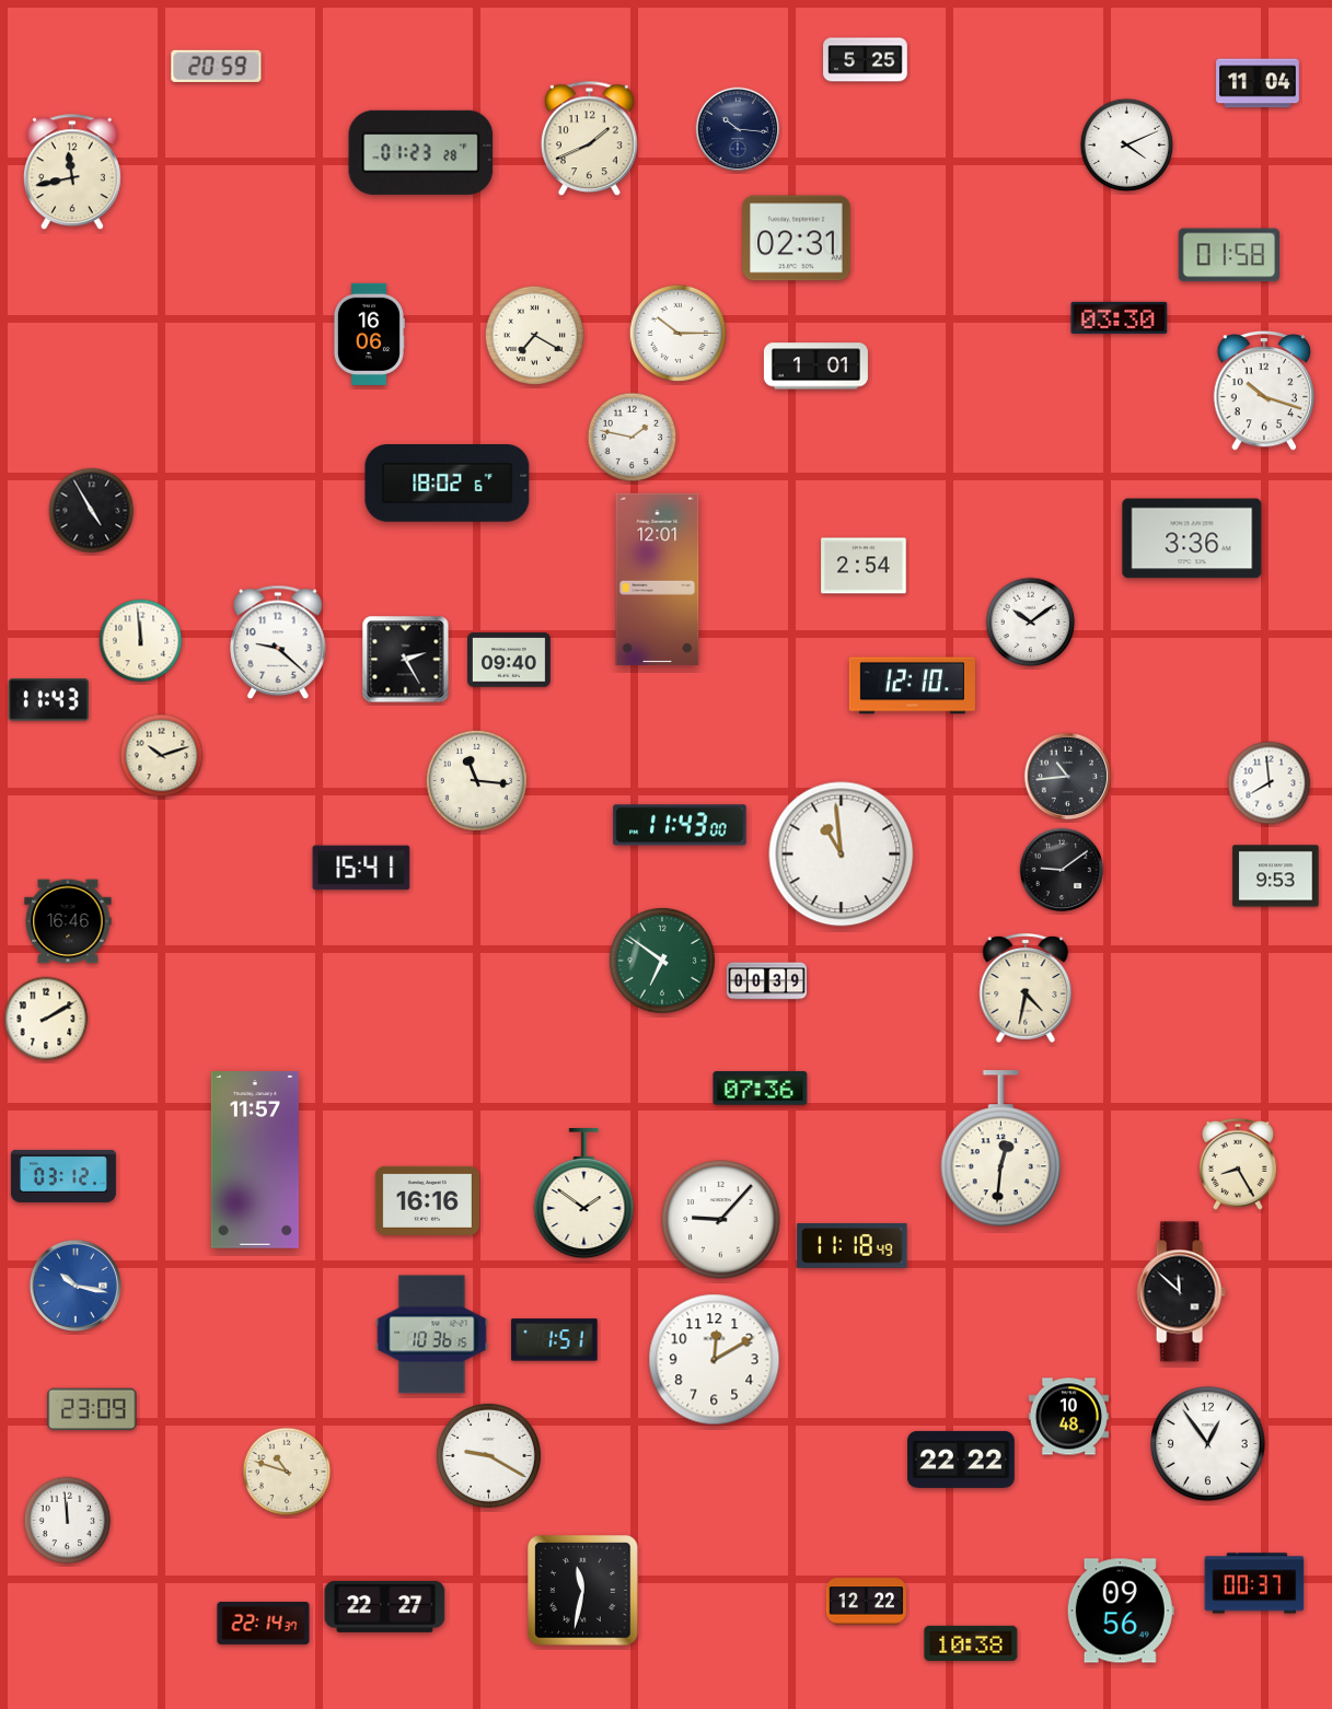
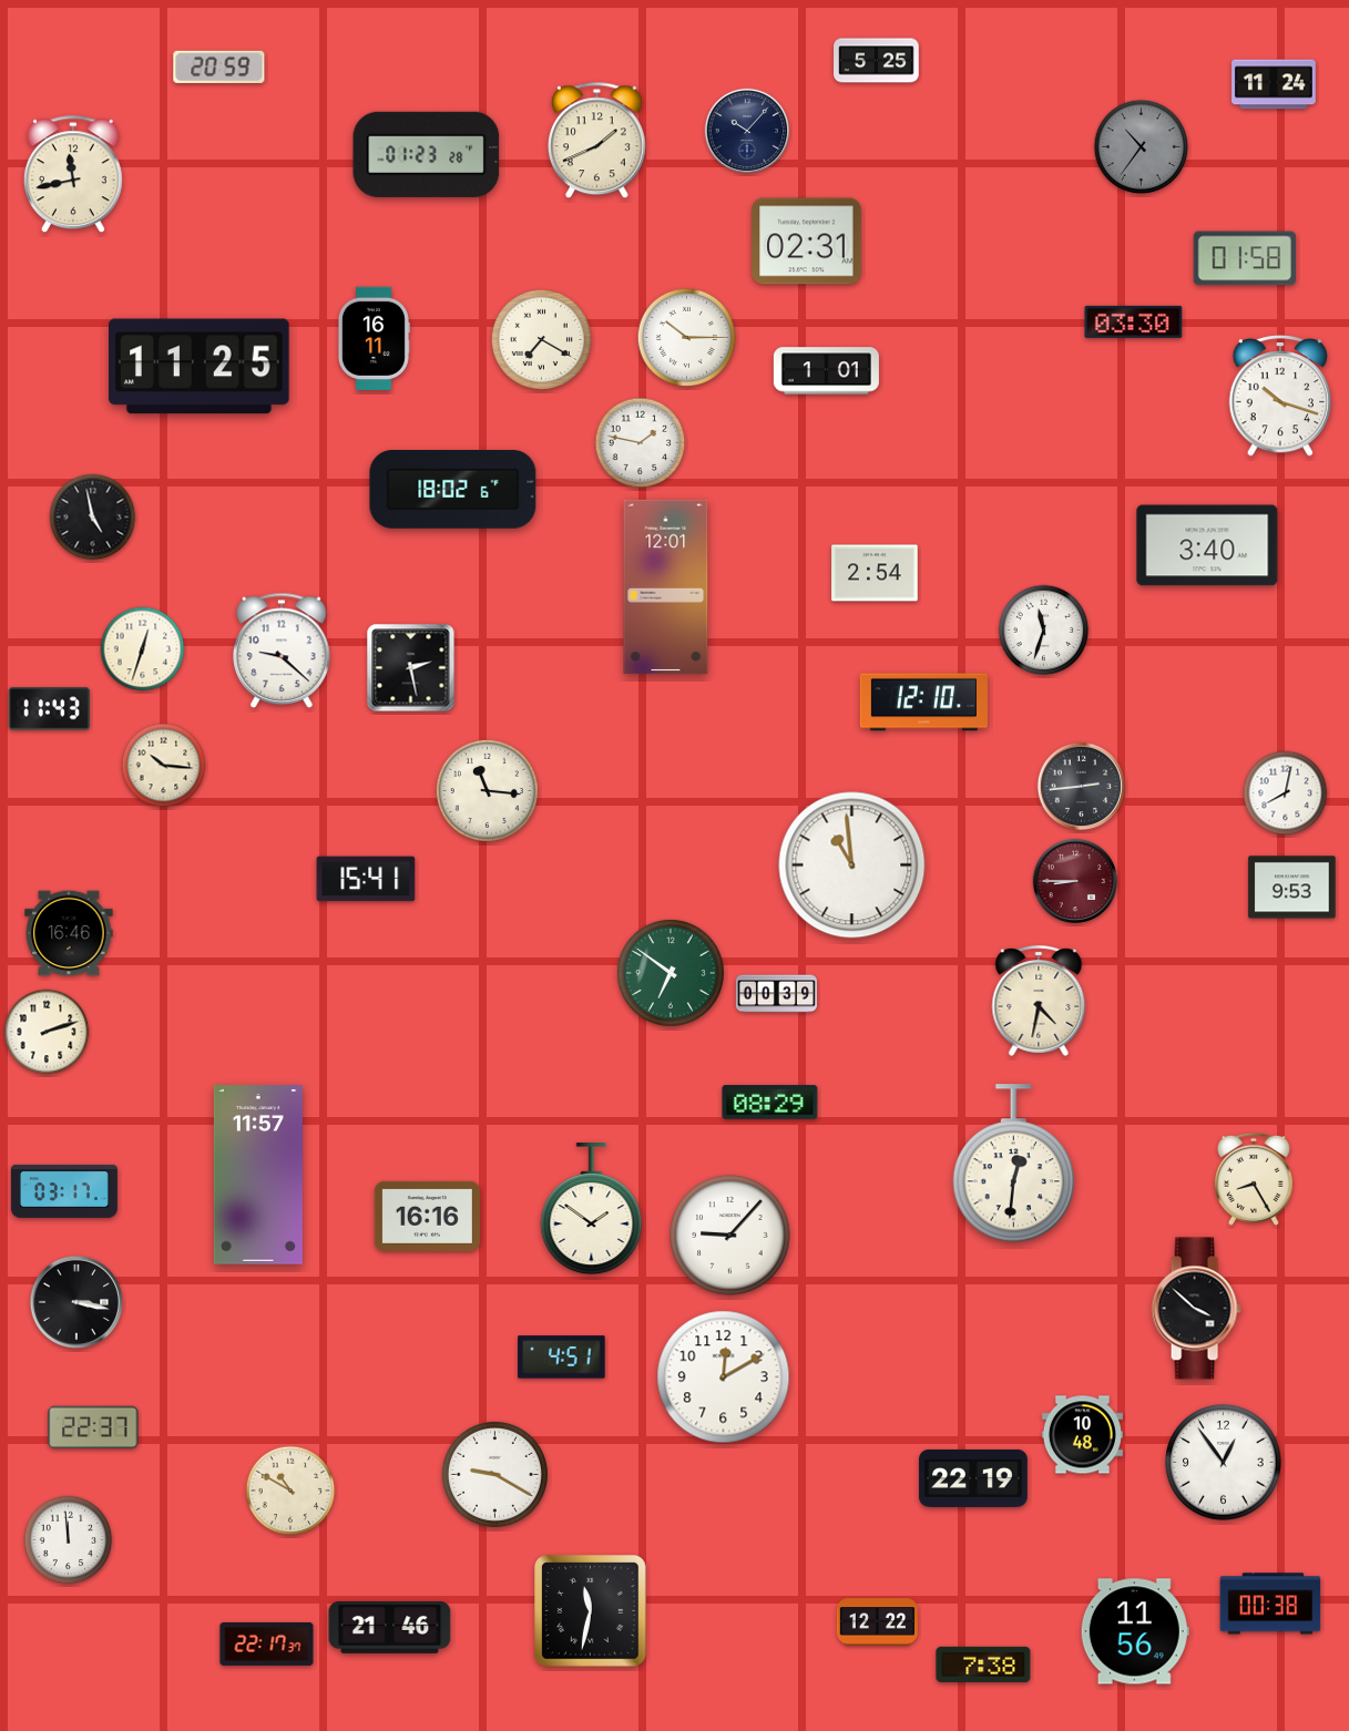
clock at (1259, 83): 11:04 -> 11:24
clock at (738, 129): 10:16 -> 10:07
clock at (1127, 146): 4:11 -> 10:36
clock at (1127, 146) dial: white -> grey
clock at (369, 334): 16:06 -> 16:11
clock at (200, 367): none -> 11:25
clock at (92, 511): 4:55 -> 4:58
clock at (1192, 538): 3:36 -> 3:40
clock at (1031, 623): 10:09 -> 11:33
clock at (141, 641): 11:59 -> 12:33
clock at (406, 660): 2:25 -> 2:28
clock at (510, 660): 09:40 -> none
clock at (912, 686) position: (912, 686) -> (923, 703)
clock at (162, 756): 10:12 -> 10:16
clock at (1068, 777): 10:44 -> 2:44
clock at (476, 780) position: (476, 780) -> (487, 790)
clock at (1270, 783): 7:59 -> 8:02
clock at (680, 825): 11:43 -> none
clock at (1062, 870): 9:09 -> 8:45
clock at (1062, 870) dial: black -> burgundy
clock at (46, 1019): 2:10 -> 2:12
clock at (761, 1089): 07:36 -> 08:29
clock at (63, 1176): 03:12 -> 03:17
clock at (427, 1200) position: (427, 1200) -> (427, 1216)
clock at (853, 1246): 11:18 -> none
clock at (74, 1284): 10:17 -> 3:17
clock at (74, 1284) dial: blue -> black
clock at (1181, 1292): 11:52 -> 3:52
clock at (432, 1335): 10:36 -> none
clock at (555, 1340): 1:51 -> 4:51
clock at (92, 1409): 23:09 -> 22:37
clock at (961, 1460): 22:22 -> 22:19
clock at (287, 1472): 10:48 -> 10:50
clock at (1254, 1583): 00:37 -> 00:38
clock at (385, 1606): 22:27 -> 21:46
clock at (1121, 1611): 09:56 -> 11:56
clock at (264, 1623): 22:14 -> 22:17
clock at (971, 1643): 10:38 -> 7:38
